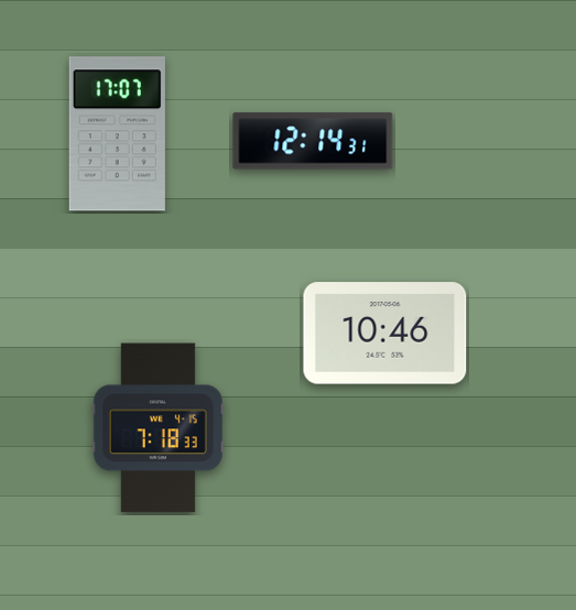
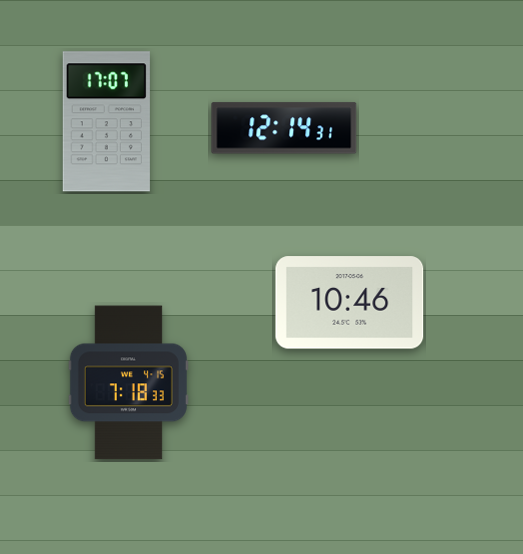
clock at (157, 428) position: (157, 428) -> (128, 383)
